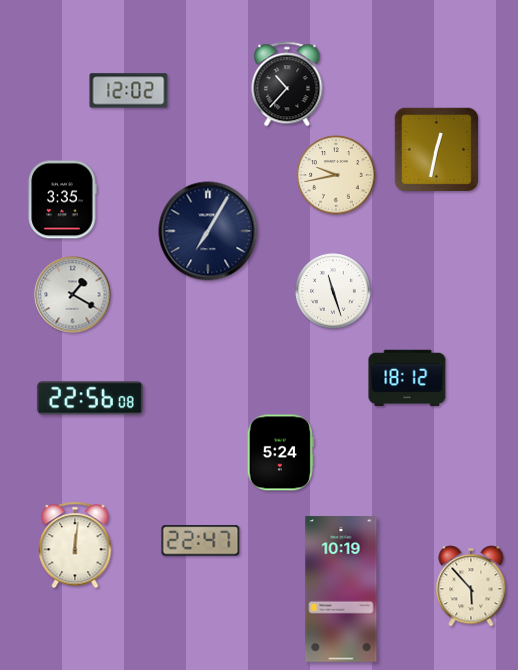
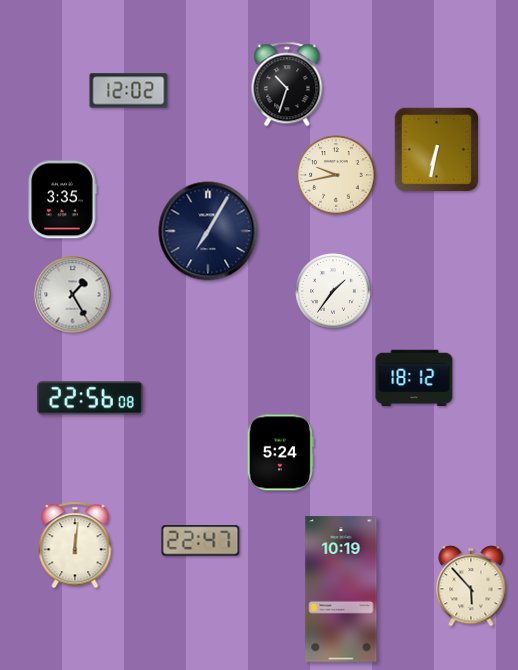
clock at (287, 84): 10:37 -> 10:33
clock at (436, 149): 12:32 -> 6:32
clock at (333, 291): 11:27 -> 1:36
clock at (73, 295): 1:20 -> 1:25
clock at (407, 378) position: (407, 378) -> (414, 378)
